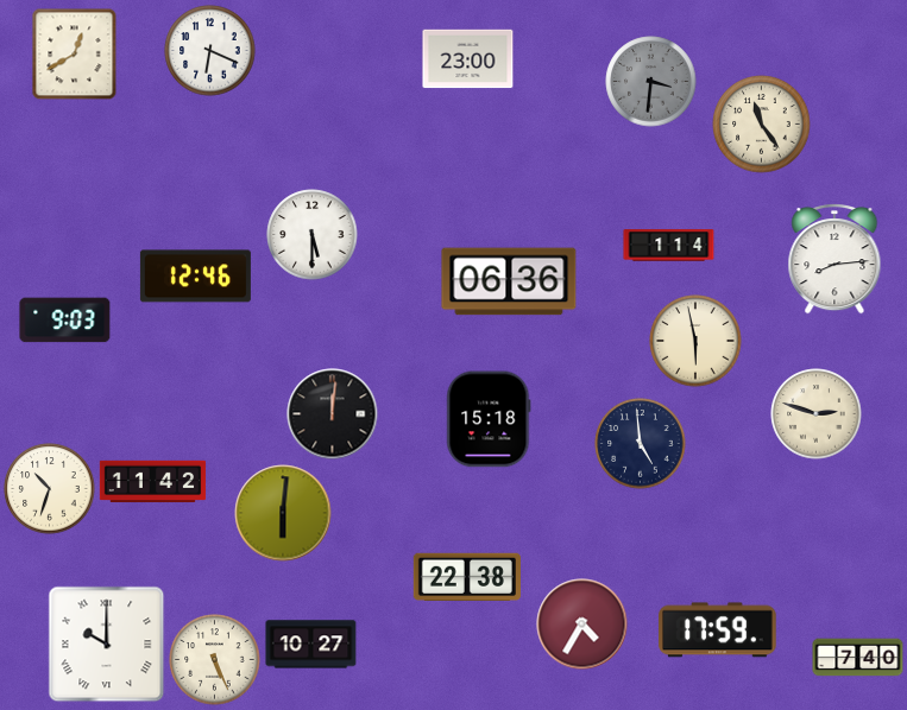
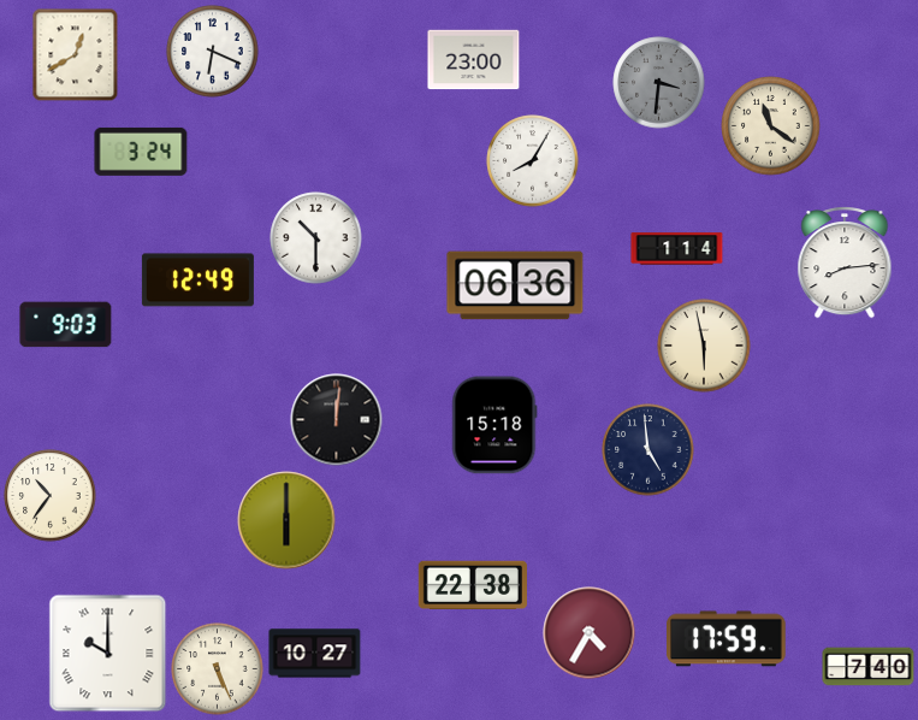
clock at (762, 125): 11:24 -> 11:21
clock at (141, 152): none -> 3:24
clock at (533, 161): none -> 8:05
clock at (313, 235): 5:30 -> 10:30
clock at (195, 277): 12:46 -> 12:49
clock at (817, 414): 2:48 -> none
clock at (153, 482): 11:42 -> none
clock at (50, 489): 10:33 -> 10:36
clock at (283, 513): 6:01 -> 6:00
